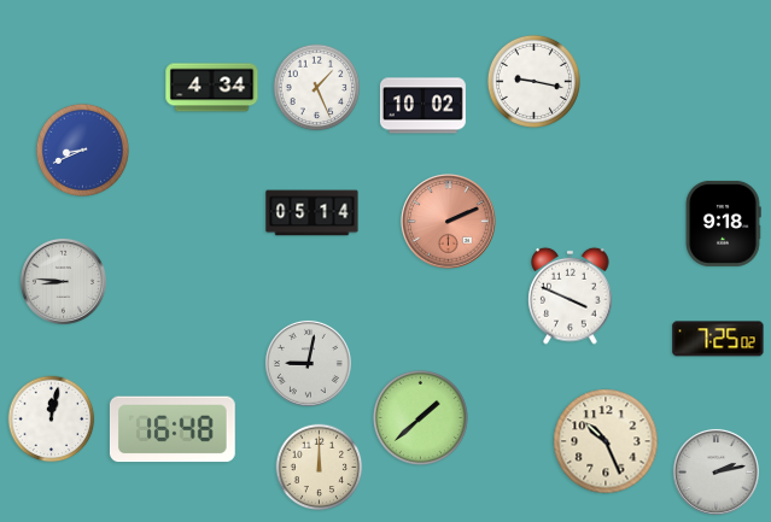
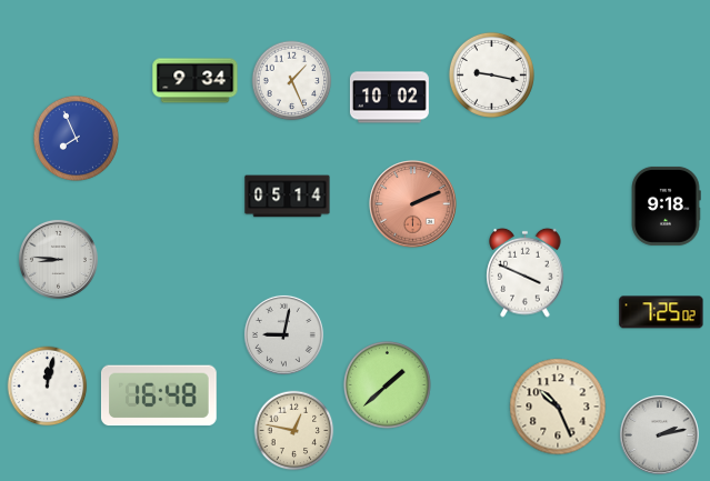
clock at (212, 88): 4:34 -> 9:34
clock at (82, 149): 8:41 -> 7:56
clock at (320, 468): 12:00 -> 12:47
